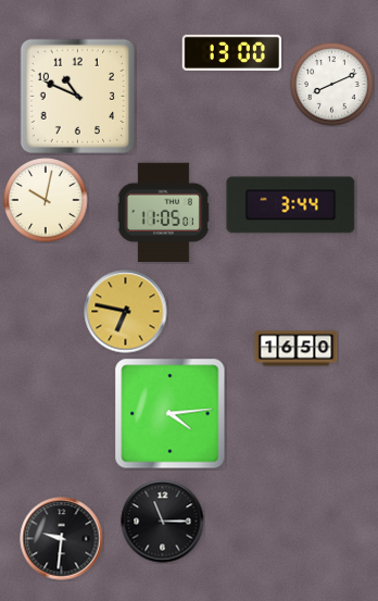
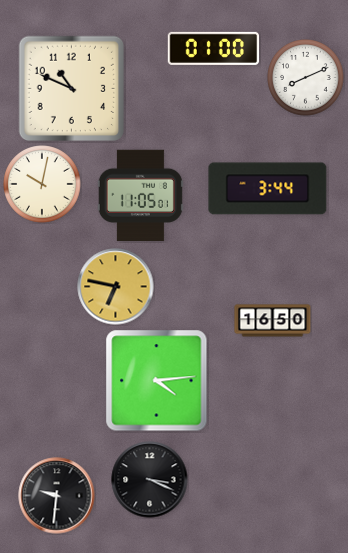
clock at (232, 52): 13:00 -> 01:00
clock at (163, 212) position: (163, 212) -> (140, 195)
clock at (163, 522): 11:15 -> 3:19
